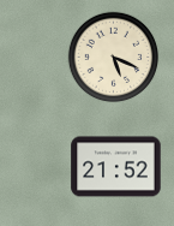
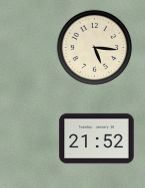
clock at (114, 58): 5:19 -> 5:16
